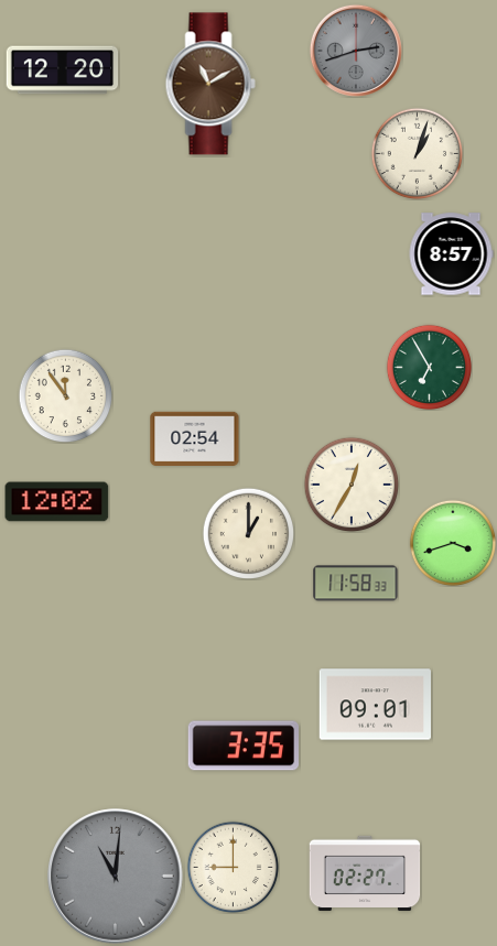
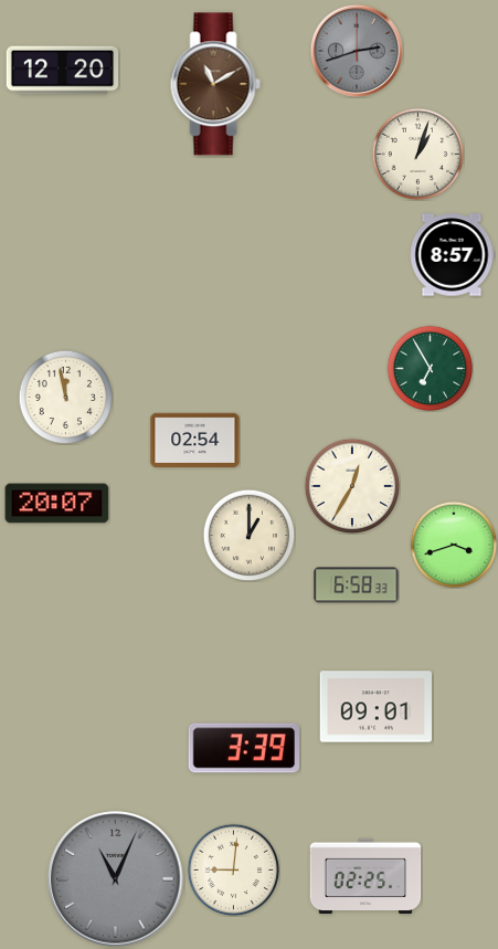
clock at (210, 84) position: (210, 84) -> (215, 84)
clock at (65, 395): 11:54 -> 11:58
clock at (57, 502): 12:02 -> 20:07
clock at (356, 584): 11:58 -> 6:58
clock at (242, 746): 3:35 -> 3:39
clock at (233, 867): 9:00 -> 9:01
clock at (365, 873): 02:27 -> 02:25
clock at (116, 877): 11:01 -> 11:04
